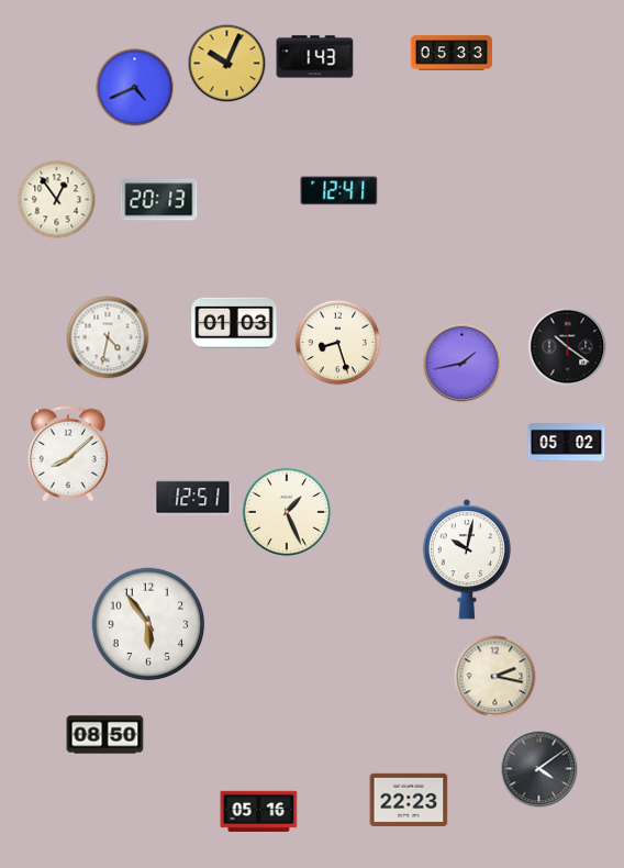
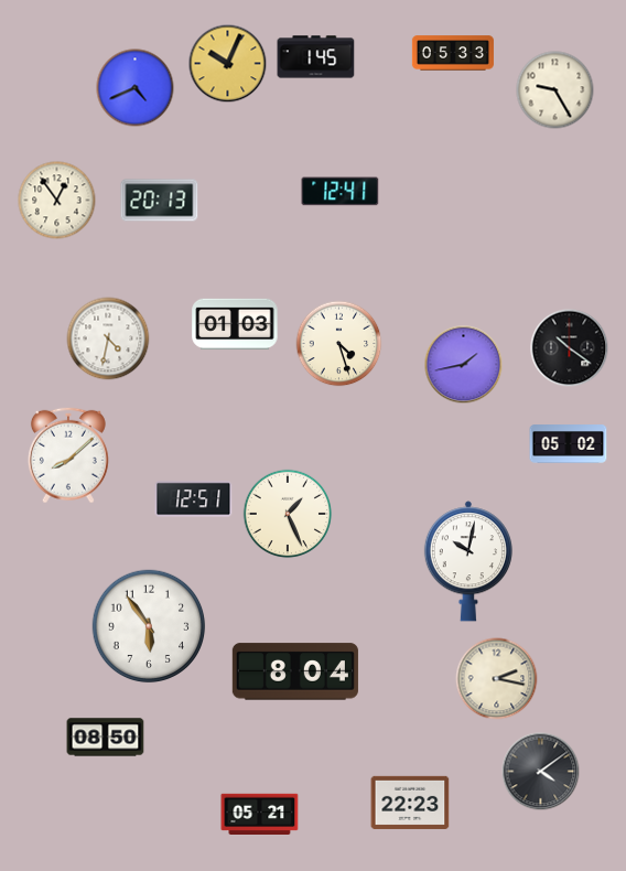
clock at (315, 57): 1:43 -> 1:45
clock at (555, 90): none -> 9:25
clock at (338, 343): 8:27 -> 4:27
clock at (295, 671): none -> 8:04
clock at (259, 811): 05:16 -> 05:21
